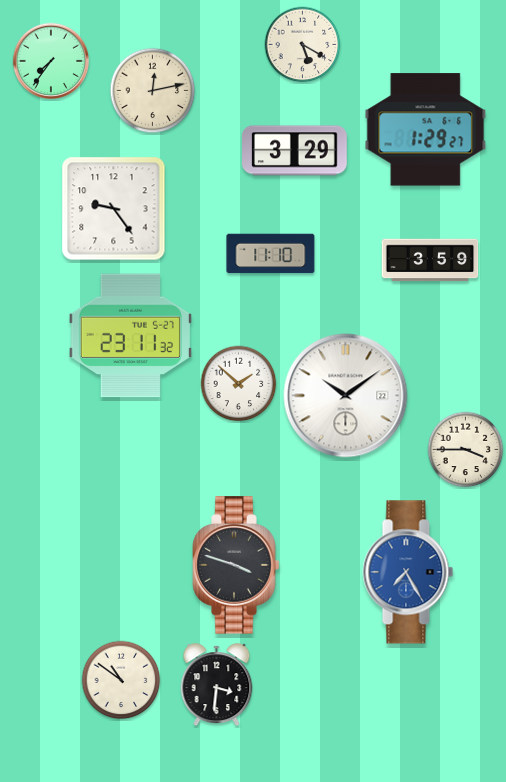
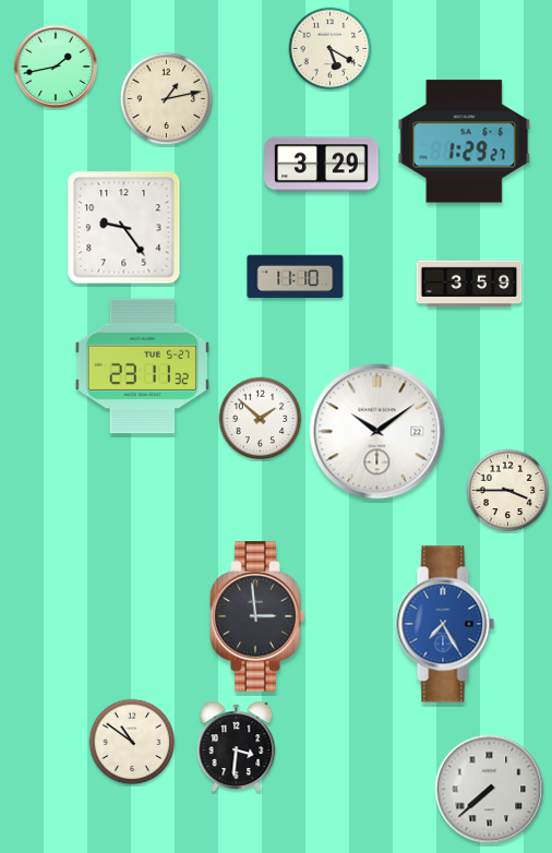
clock at (50, 60): 7:36 -> 1:43
clock at (153, 91): 12:13 -> 1:13
clock at (236, 565): 3:48 -> 2:59
clock at (490, 790): none -> 7:38
